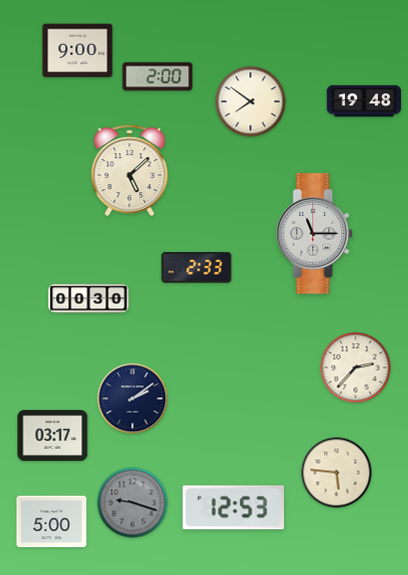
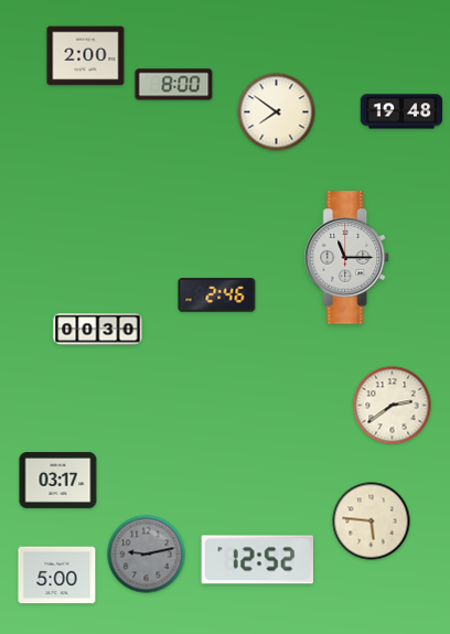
clock at (78, 51): 9:00 -> 2:00
clock at (158, 77): 2:00 -> 8:00
clock at (130, 171): 5:08 -> none
clock at (197, 268): 2:33 -> 2:46
clock at (356, 368): 2:37 -> 2:39
clock at (133, 399): 2:09 -> none
clock at (133, 503): 9:18 -> 9:13
clock at (233, 508): 12:53 -> 12:52
